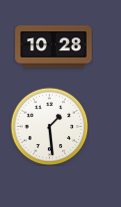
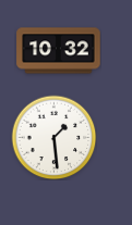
clock at (54, 47): 10:28 -> 10:32
